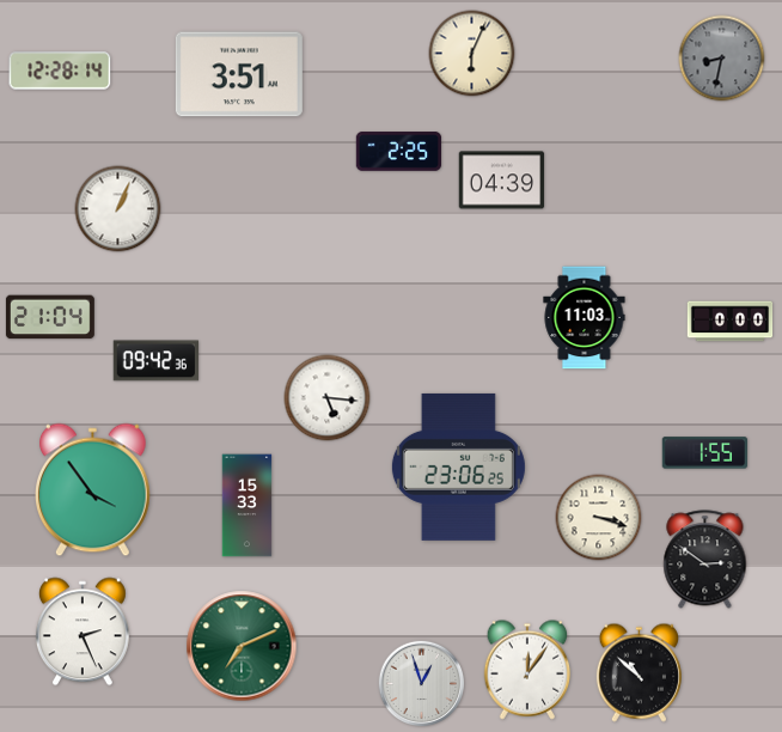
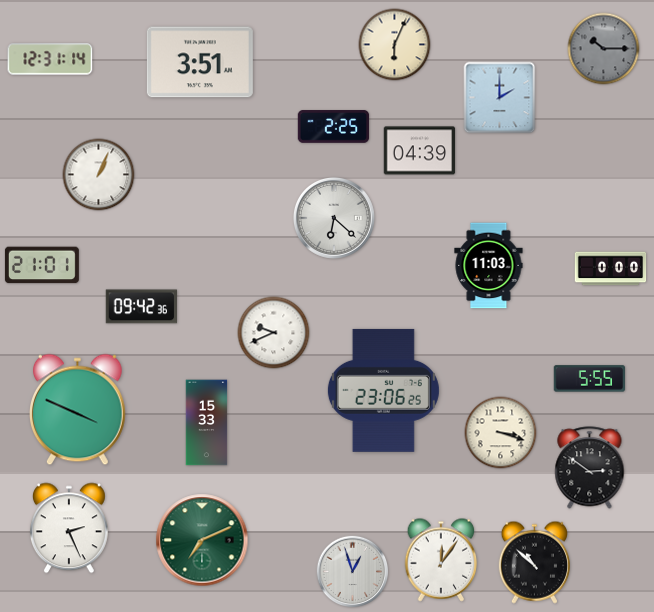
clock at (722, 59): 8:32 -> 10:15
clock at (60, 71): 12:28 -> 12:31
clock at (500, 98): none -> 2:00
clock at (334, 218): none -> 6:22
clock at (50, 317): 21:04 -> 21:01
clock at (155, 361) position: (155, 361) -> (141, 307)
clock at (328, 398): 5:16 -> 9:41
clock at (705, 453): 1:55 -> 5:55
clock at (93, 490): 3:54 -> 3:49
